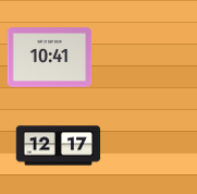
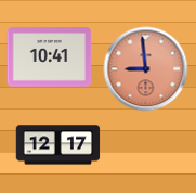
clock at (145, 68): none -> 8:59
